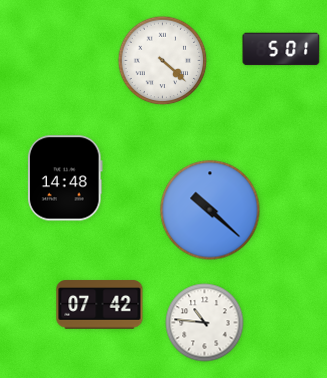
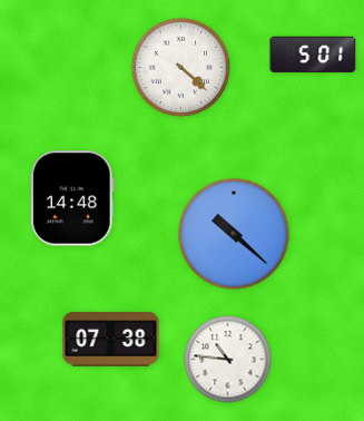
clock at (100, 305): 07:42 -> 07:38
